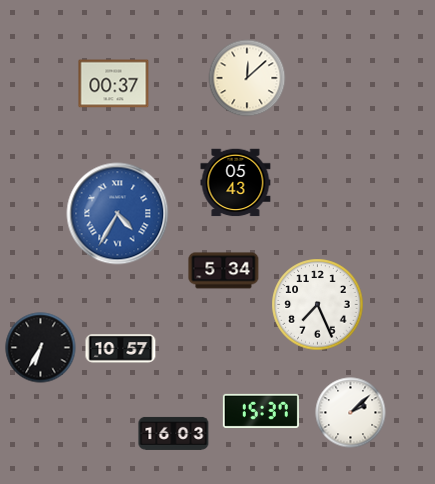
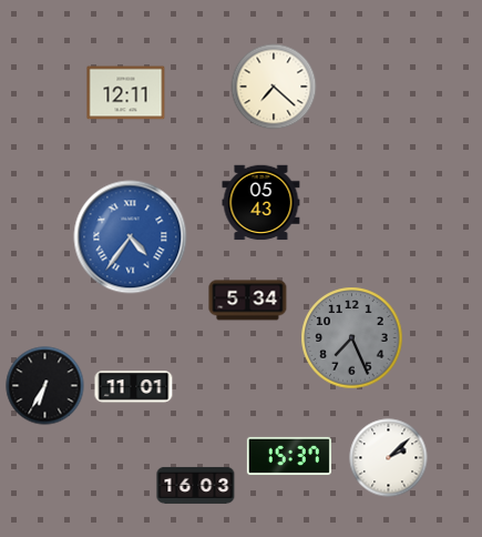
clock at (247, 78): 12:08 -> 7:22
clock at (114, 84): 00:37 -> 12:11
clock at (118, 214): 4:35 -> 4:36
clock at (318, 305) dial: white -> grey
clock at (121, 349): 10:57 -> 11:01
clock at (174, 433) position: (174, 433) -> (196, 485)
